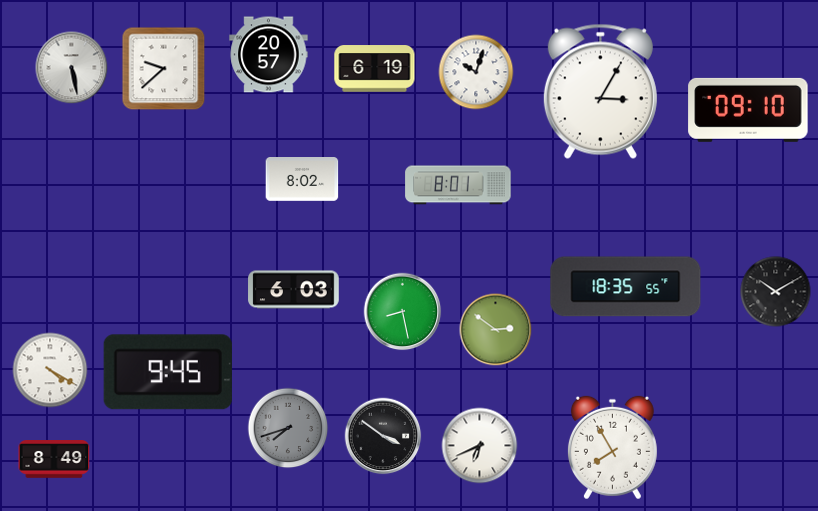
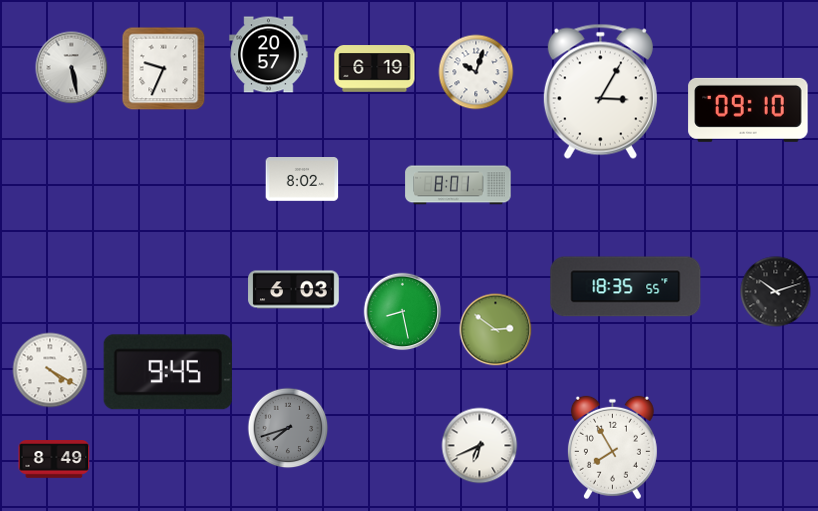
clock at (164, 69): 9:38 -> 9:34
clock at (776, 292): 10:10 -> 10:12
clock at (383, 436): 3:51 -> none
